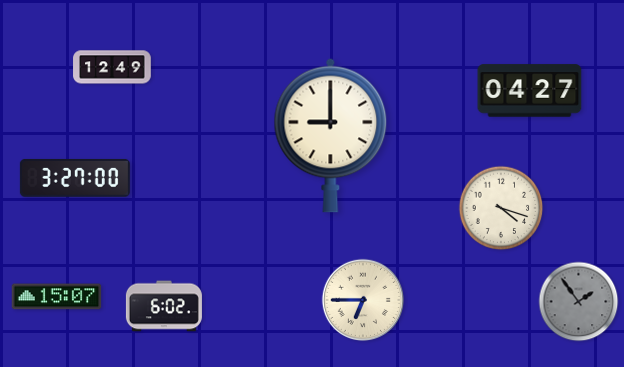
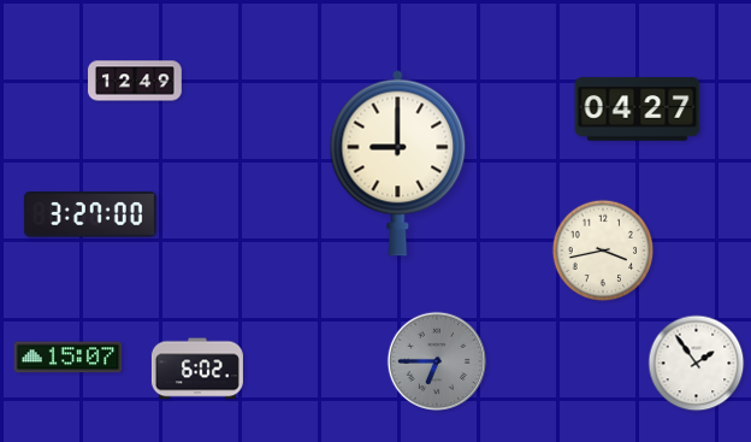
clock at (501, 208): 4:18 -> 3:43
clock at (363, 300) dial: cream -> grey
clock at (579, 302) dial: grey -> white
